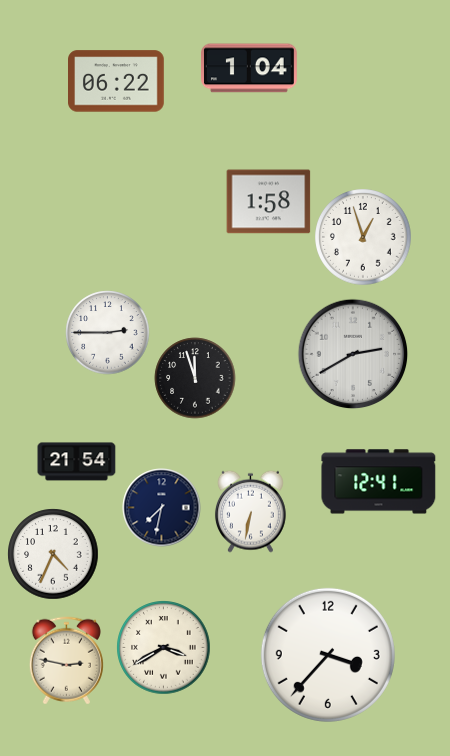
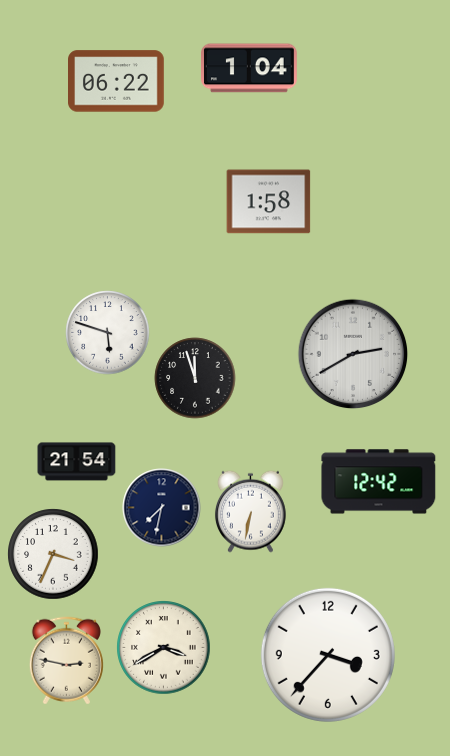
clock at (363, 237): 12:57 -> none
clock at (108, 333): 2:45 -> 5:48
clock at (379, 482): 12:41 -> 12:42
clock at (53, 554): 4:34 -> 3:34
